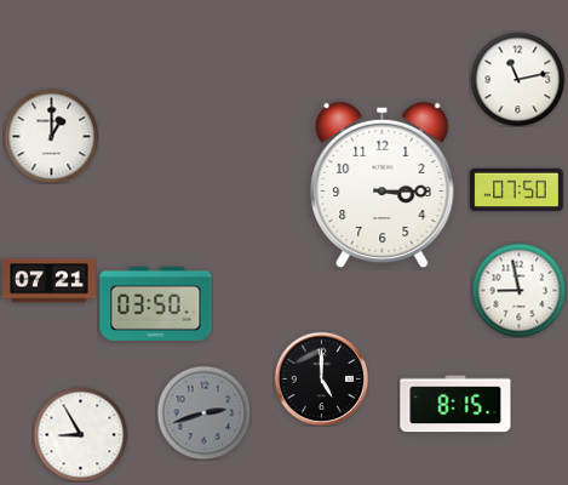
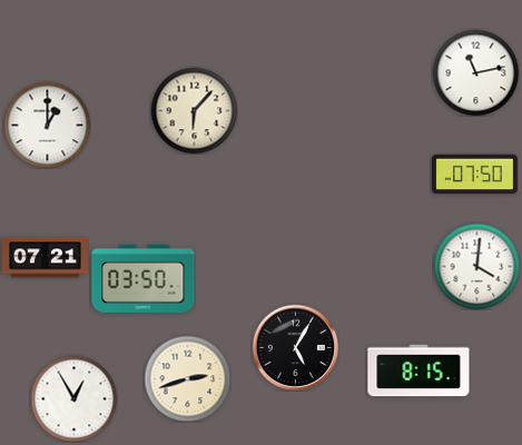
clock at (194, 110): none -> 6:07
clock at (383, 186): 3:15 -> none
clock at (518, 290): 8:58 -> 4:01
clock at (321, 378): 5:00 -> 5:05
clock at (203, 412) dial: grey -> cream
clock at (80, 434): 8:55 -> 12:55
